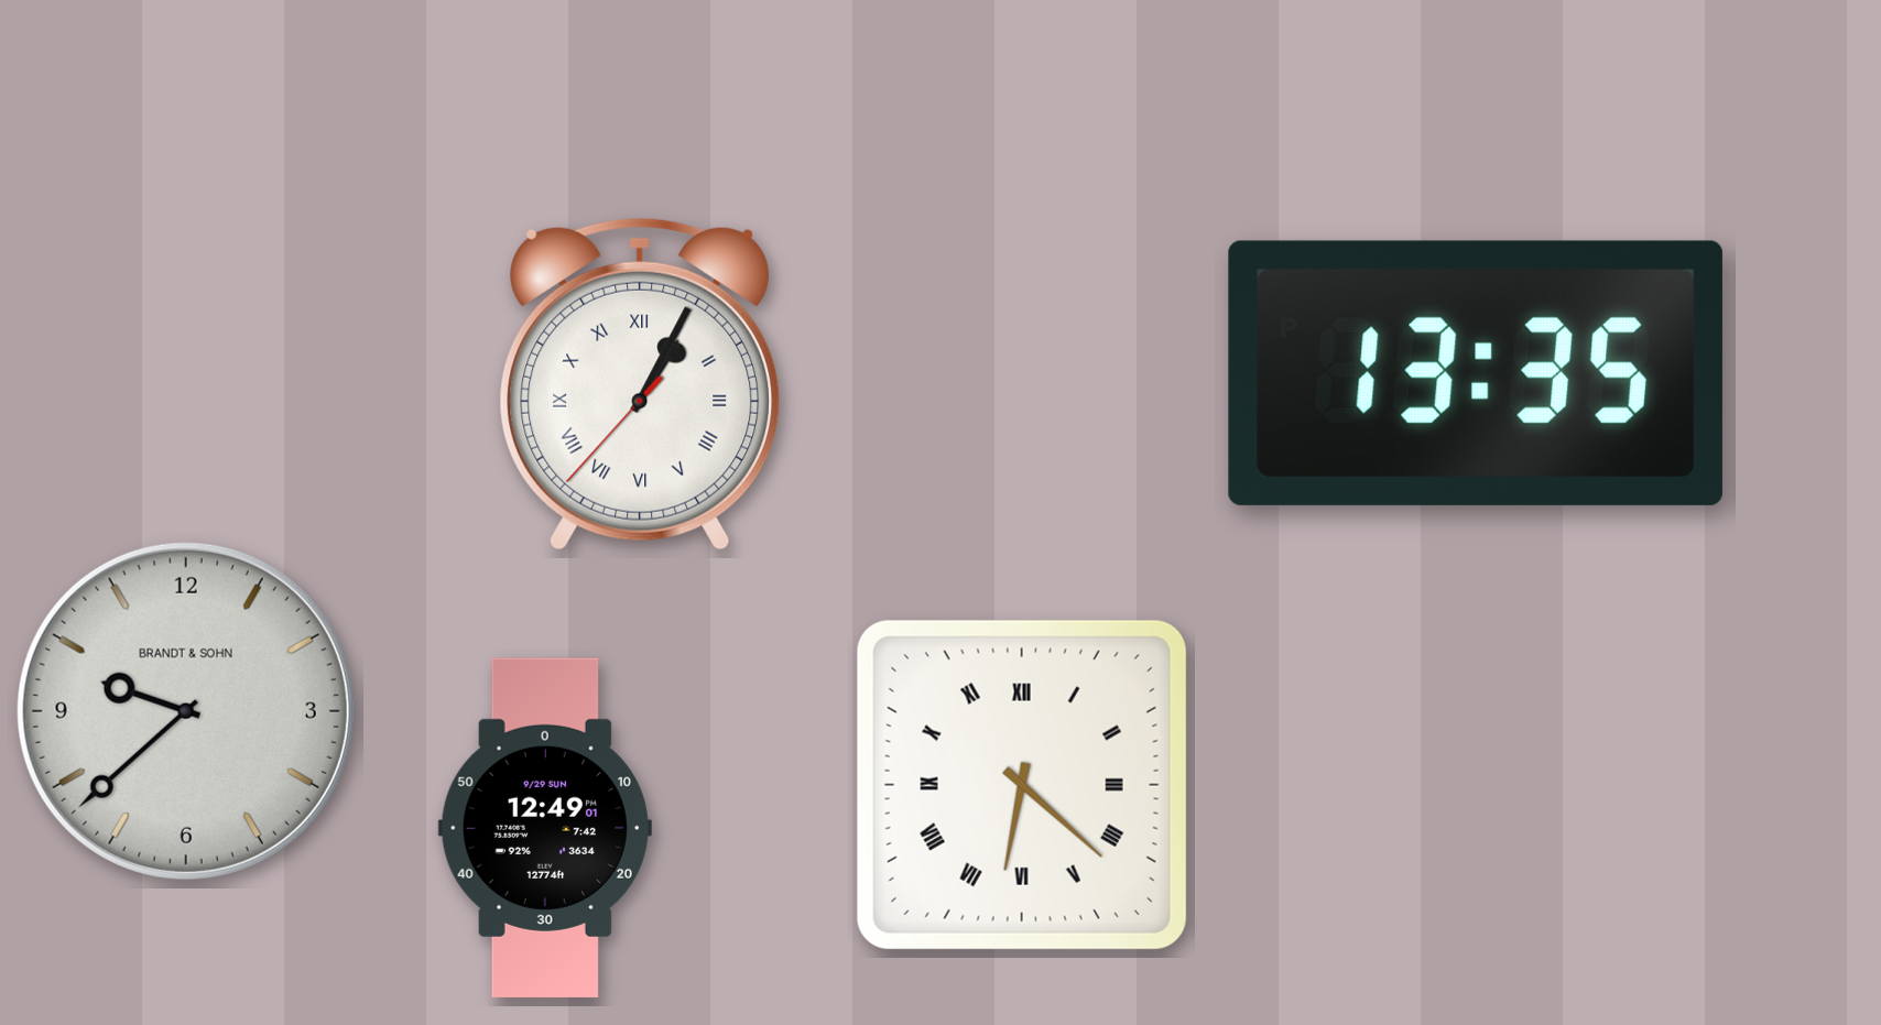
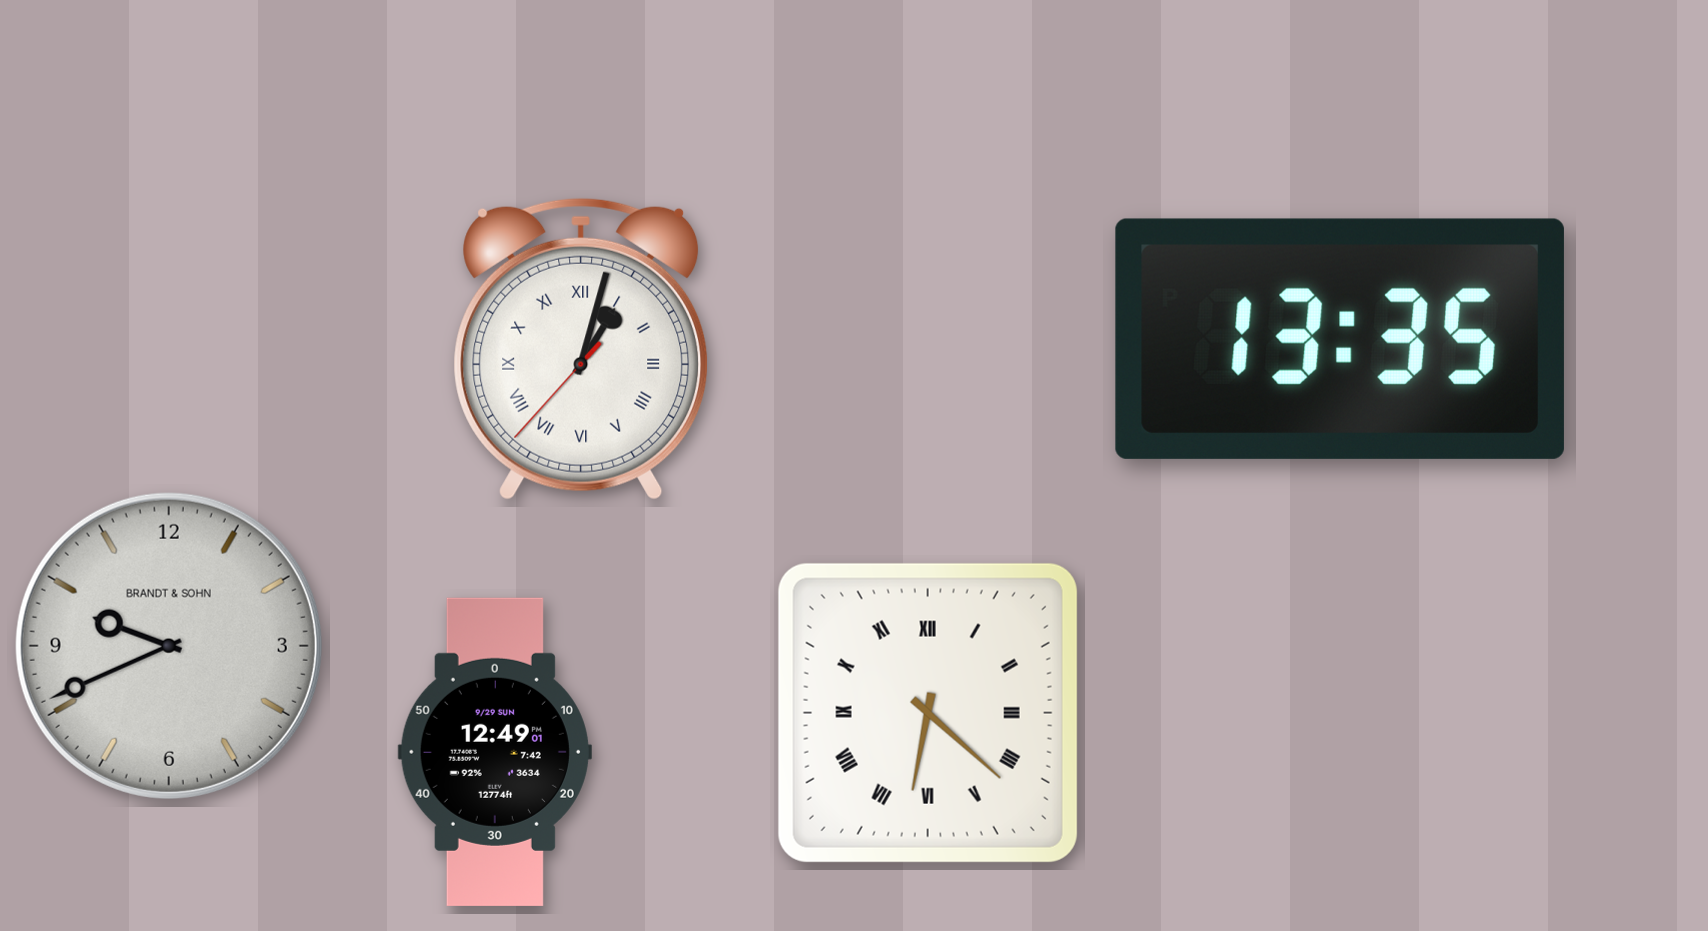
clock at (640, 384): 1:04 -> 1:02
clock at (186, 711): 9:38 -> 9:41
